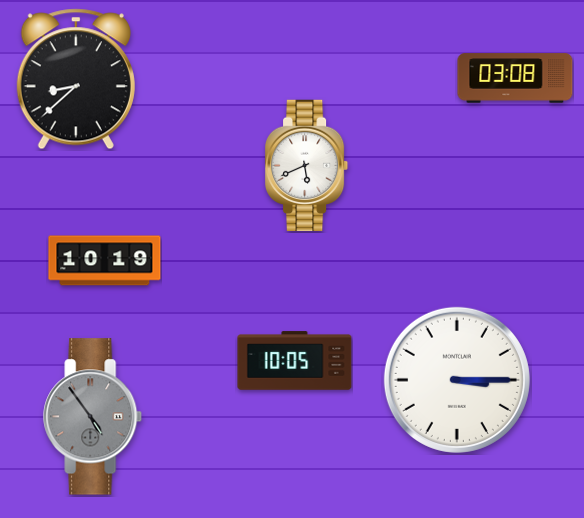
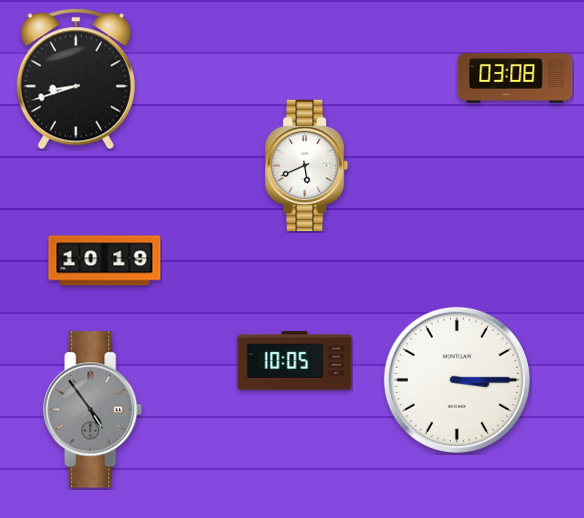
clock at (76, 79): 8:38 -> 8:42
clock at (93, 417) position: (93, 417) -> (93, 410)
